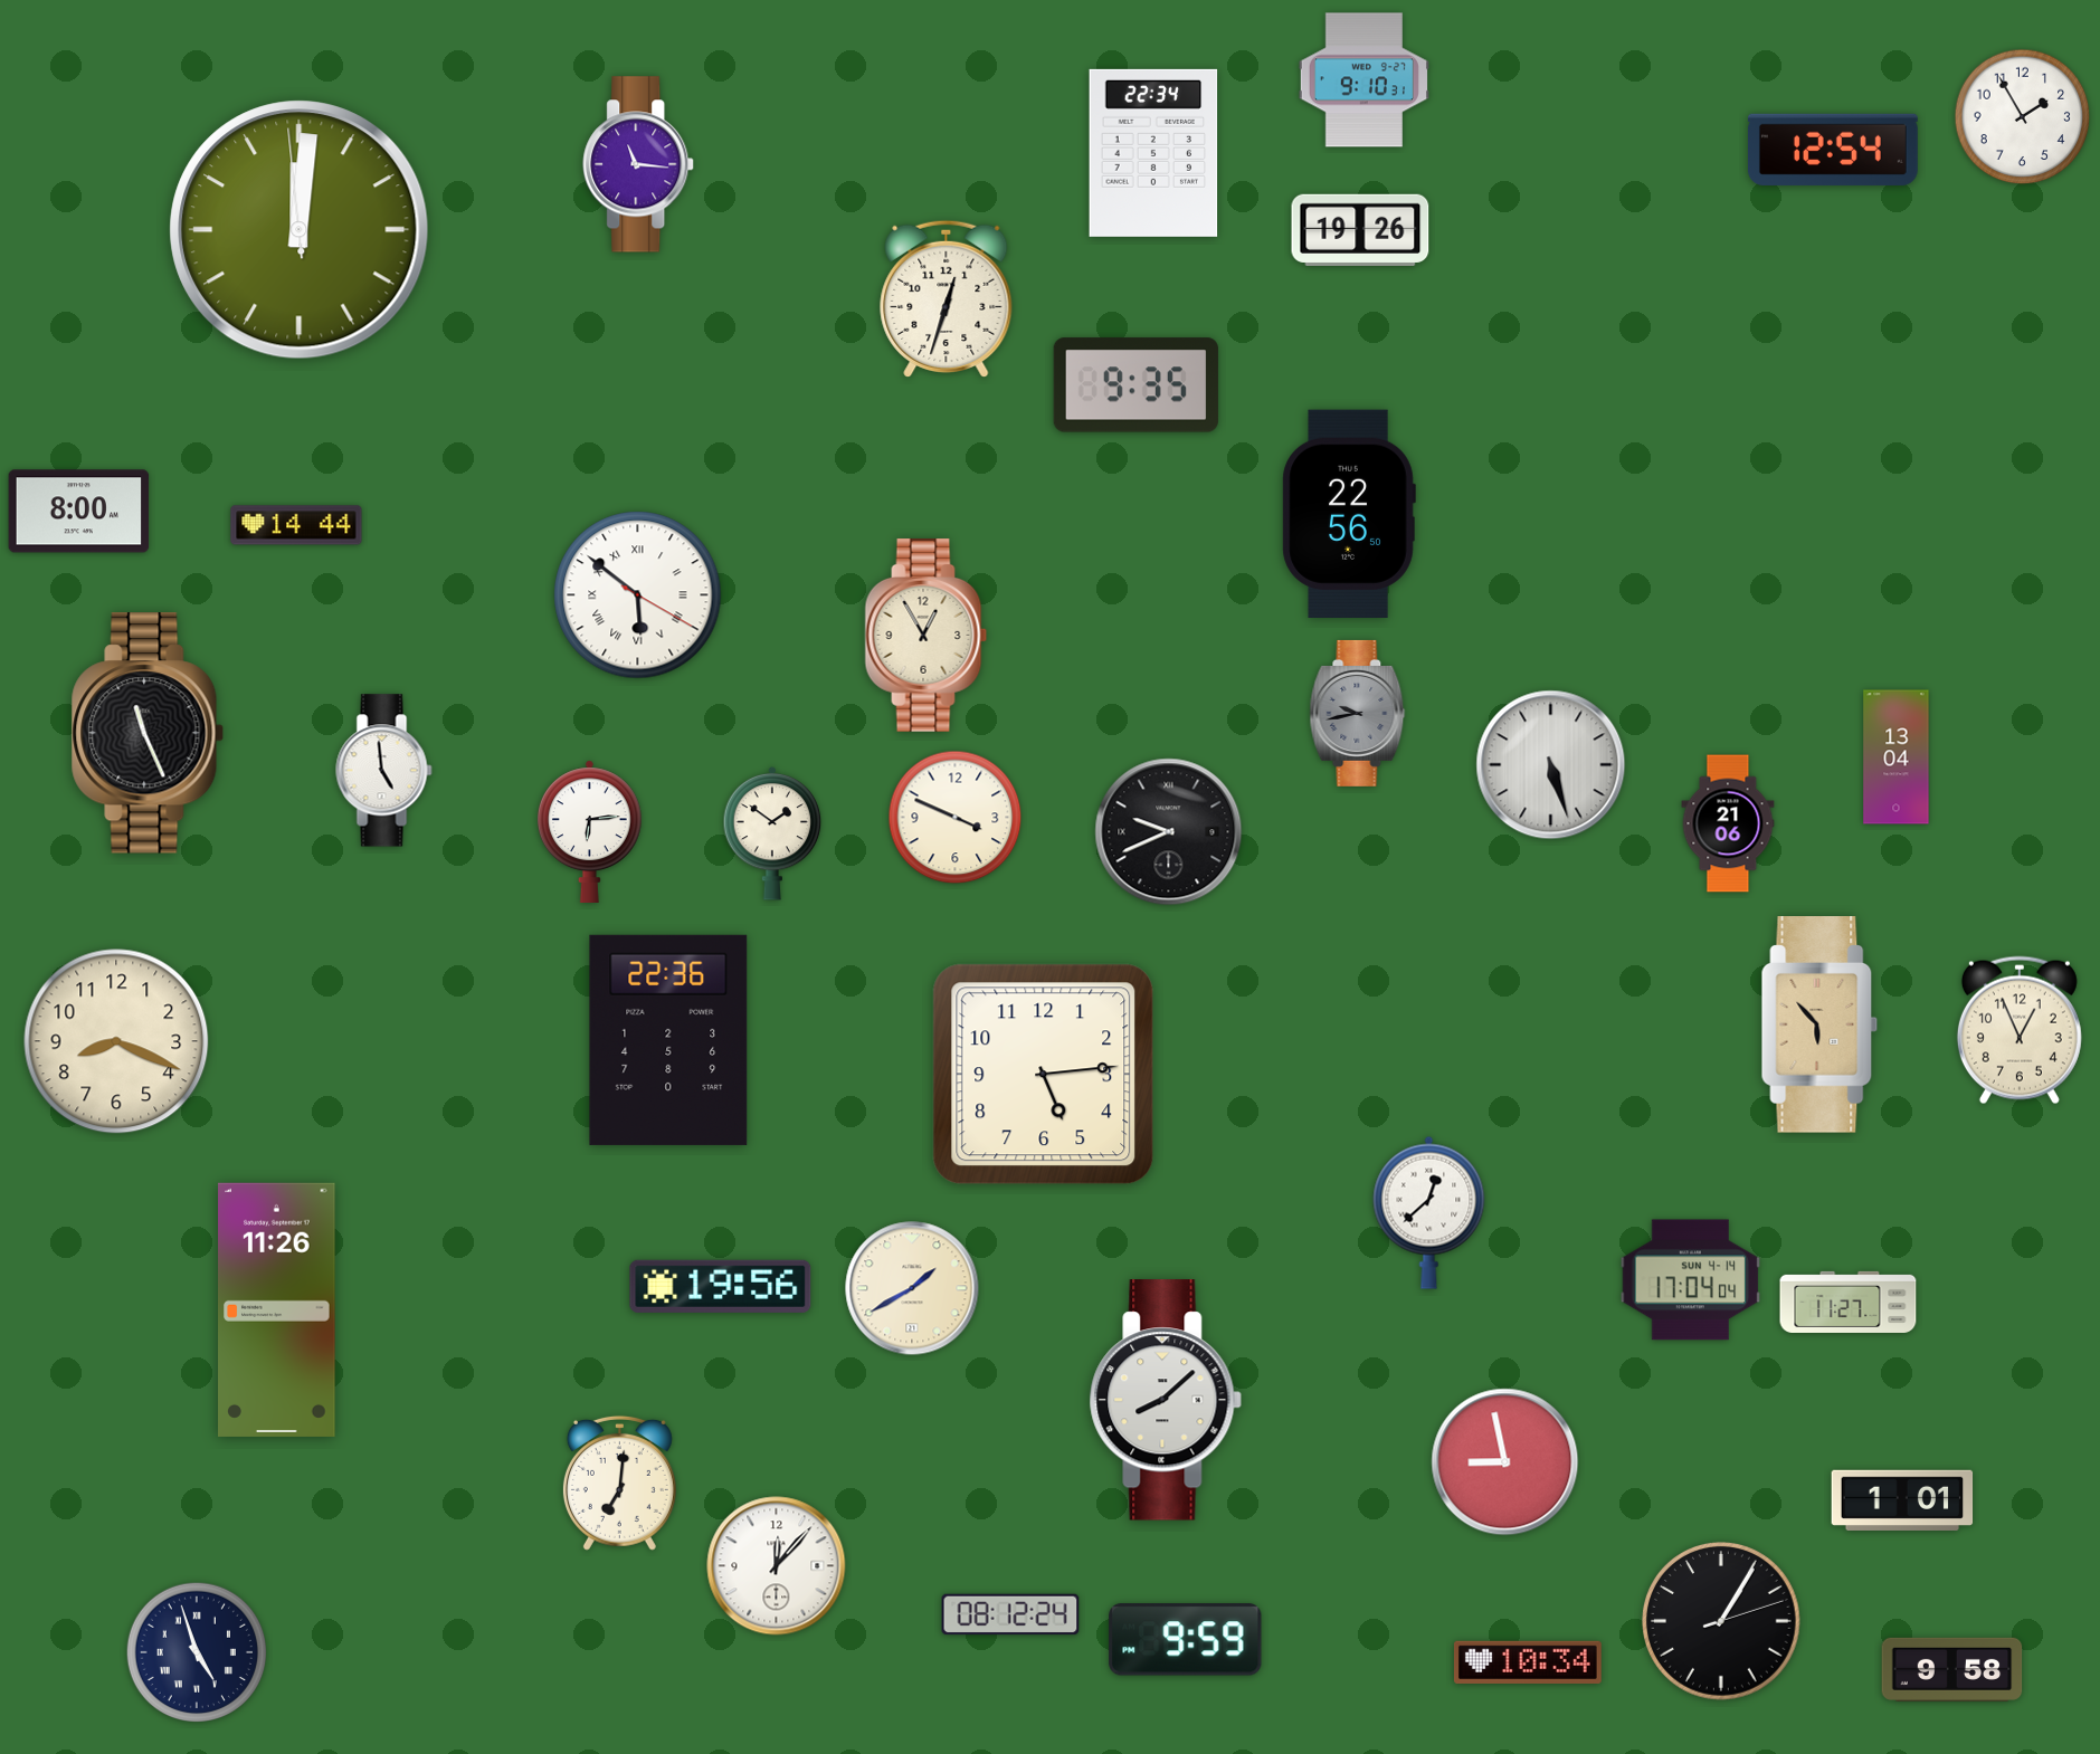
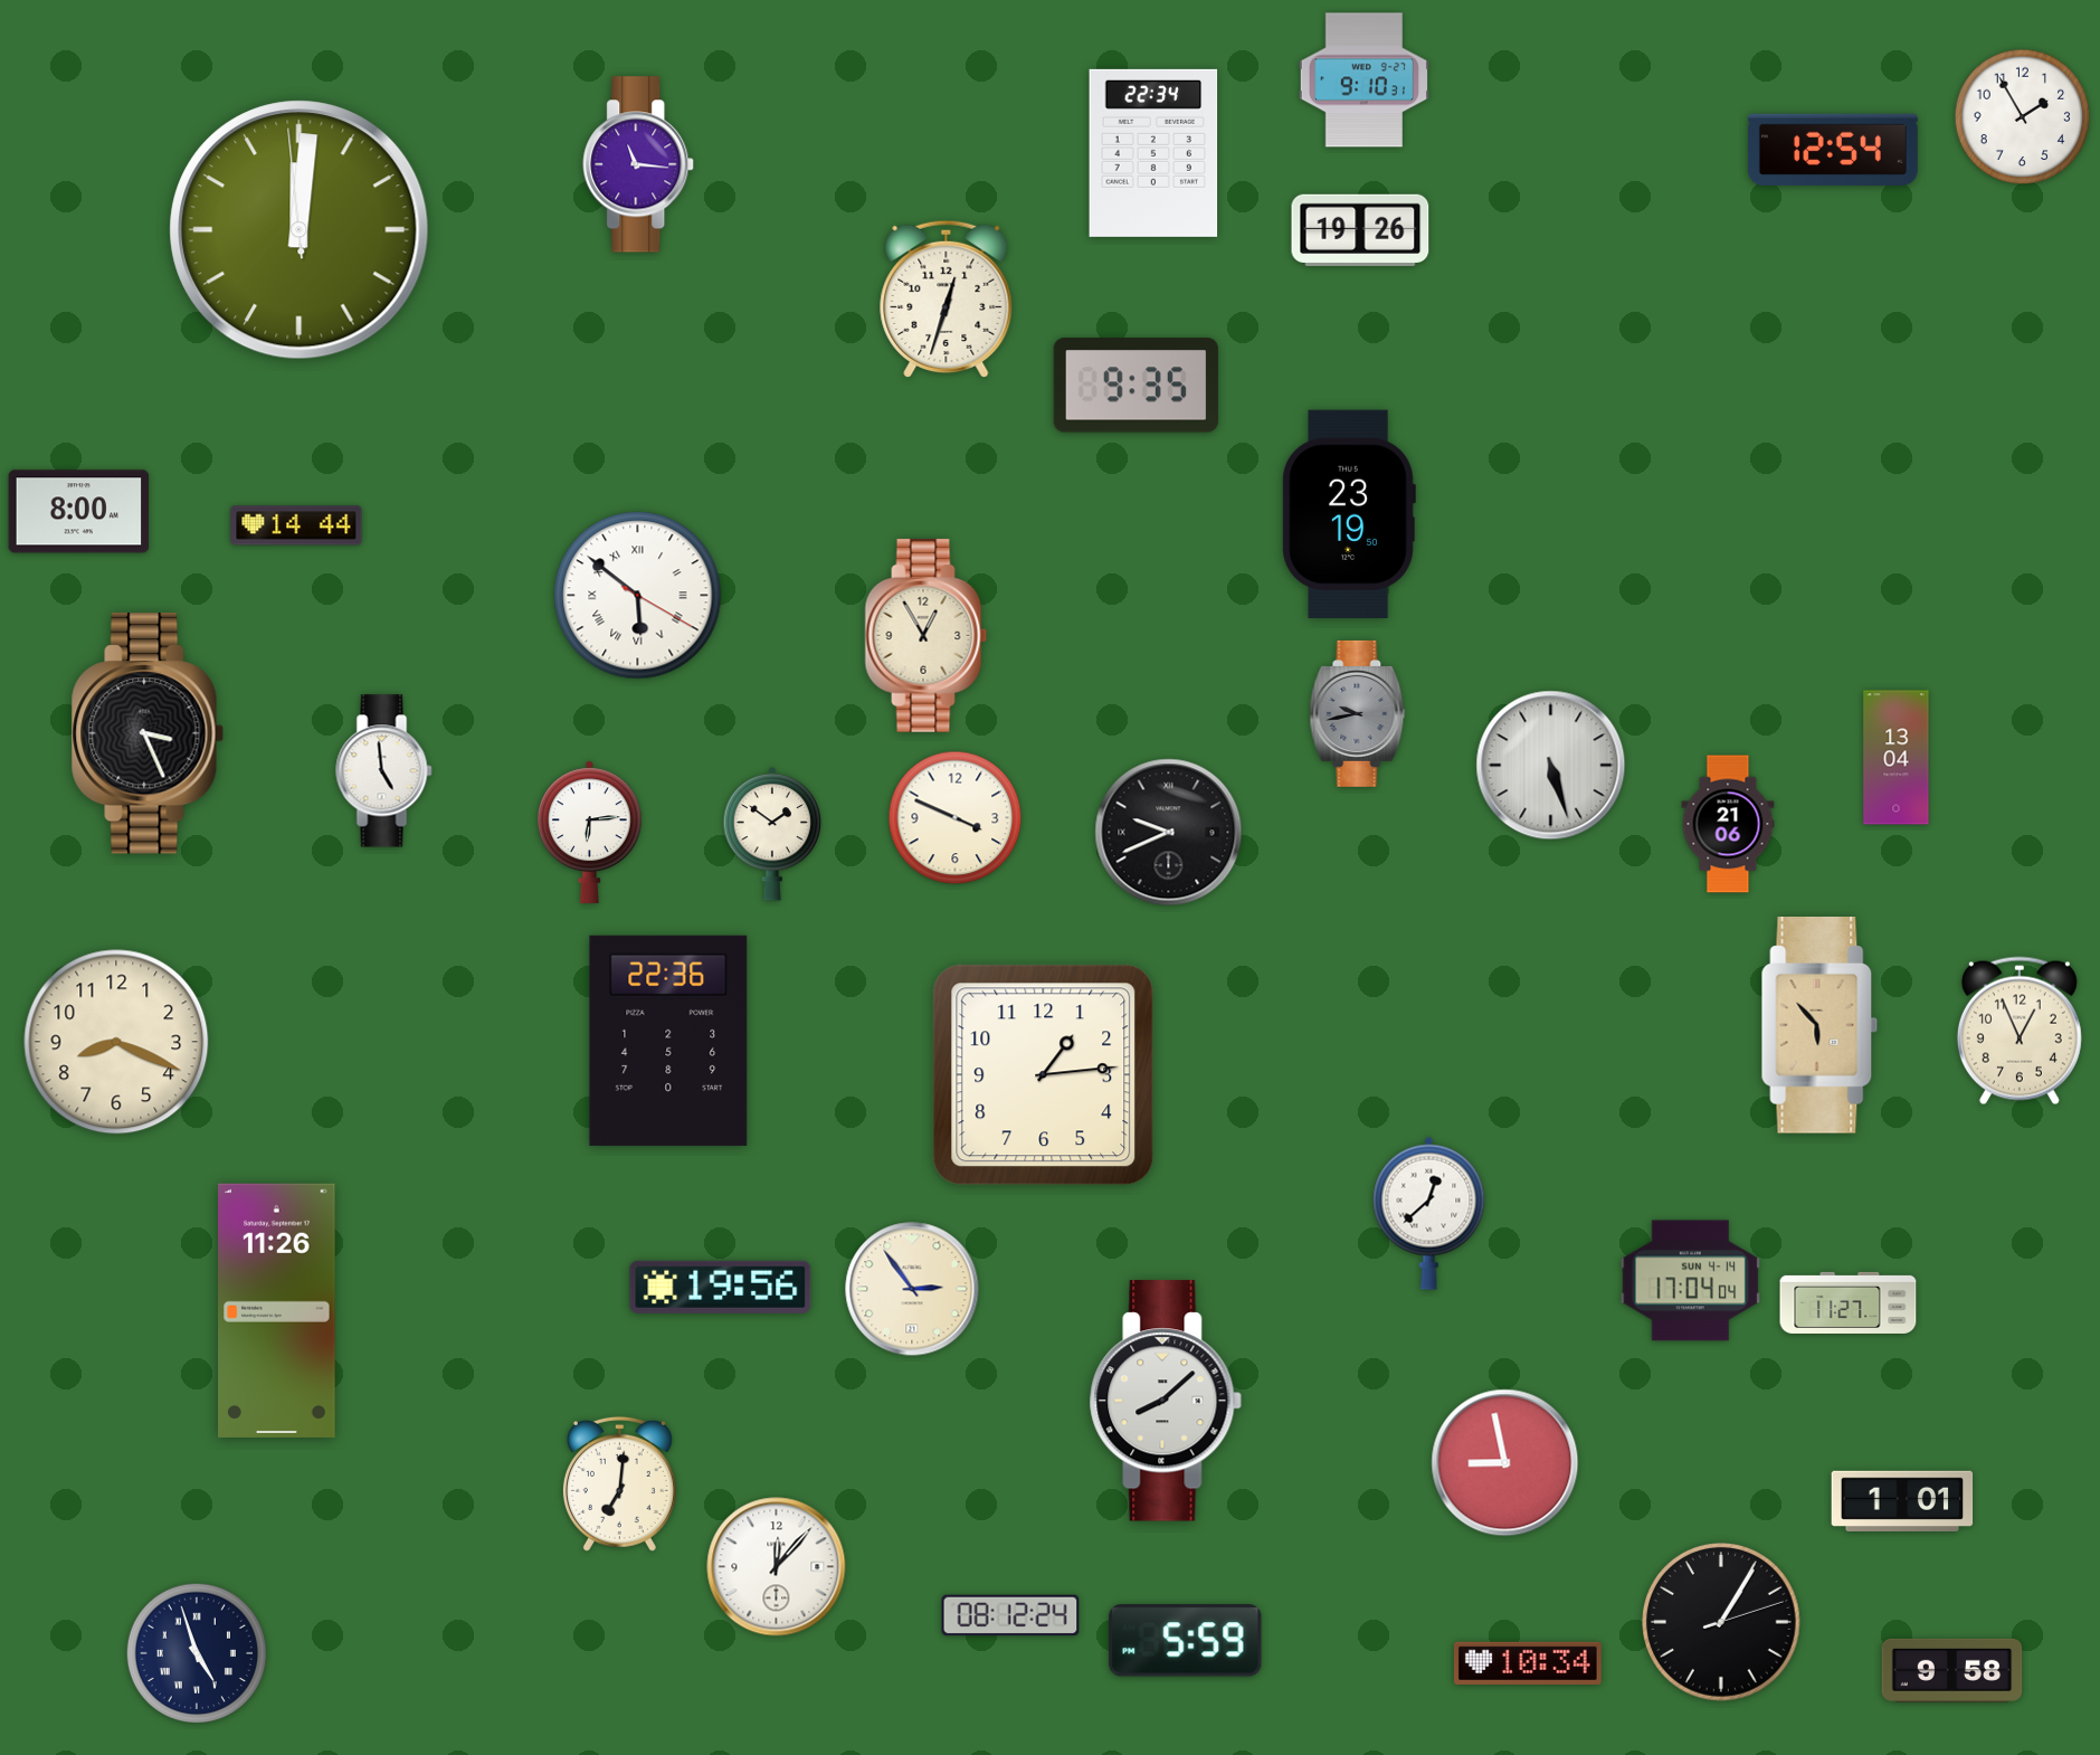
clock at (1349, 513): 22:56 -> 23:19
clock at (148, 733): 11:26 -> 3:26
clock at (1044, 1075): 5:14 -> 1:14
clock at (912, 1288): 1:40 -> 2:54
clock at (1186, 1640): 9:59 -> 5:59
